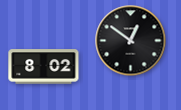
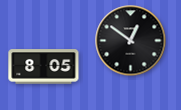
clock at (44, 67): 8:02 -> 8:05
